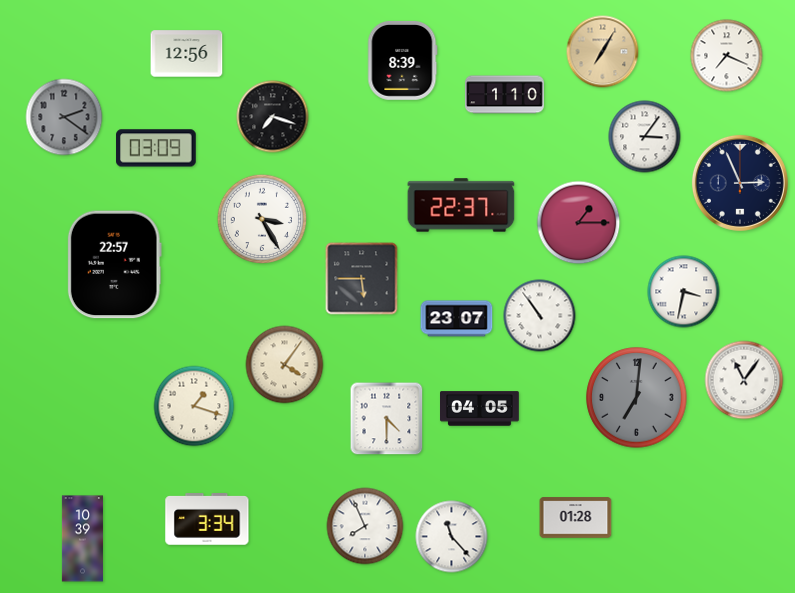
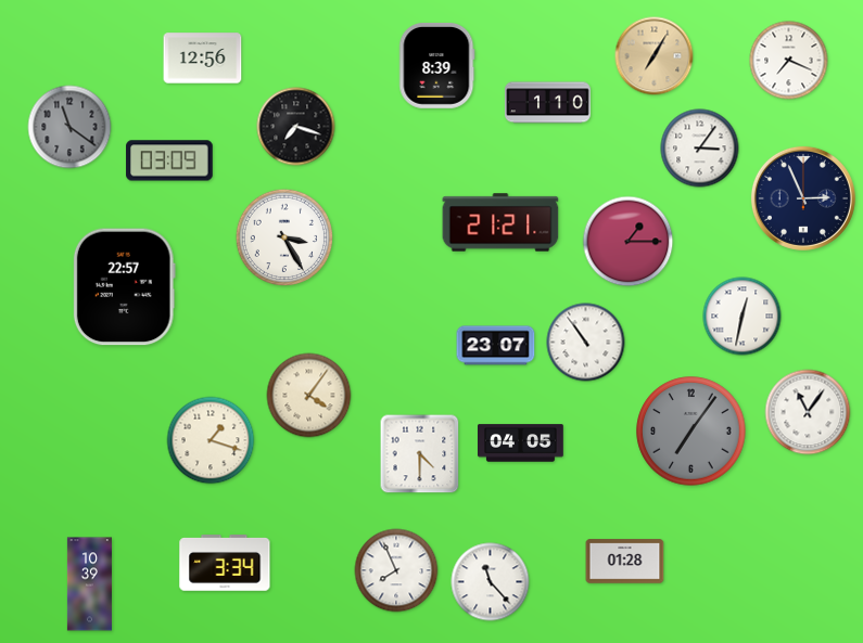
clock at (64, 117): 2:21 -> 11:21
clock at (461, 205): 22:37 -> 21:21
clock at (362, 279): 5:45 -> none
clock at (684, 292): 3:32 -> 12:32
clock at (637, 398): 7:01 -> 7:06
